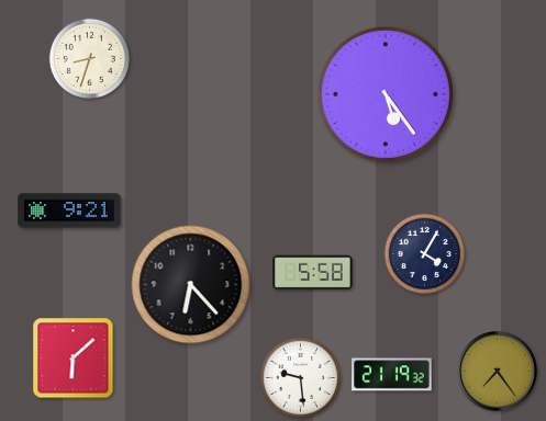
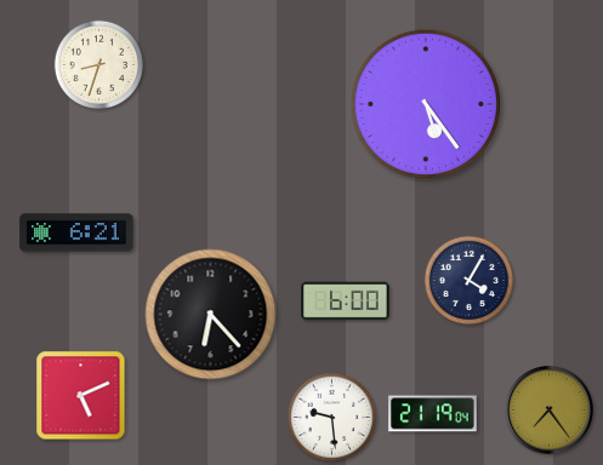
clock at (69, 210): 9:21 -> 6:21
clock at (313, 273): 5:58 -> 6:00
clock at (74, 359): 6:08 -> 5:11
clock at (392, 375): 21:19:32 -> 21:19:04
